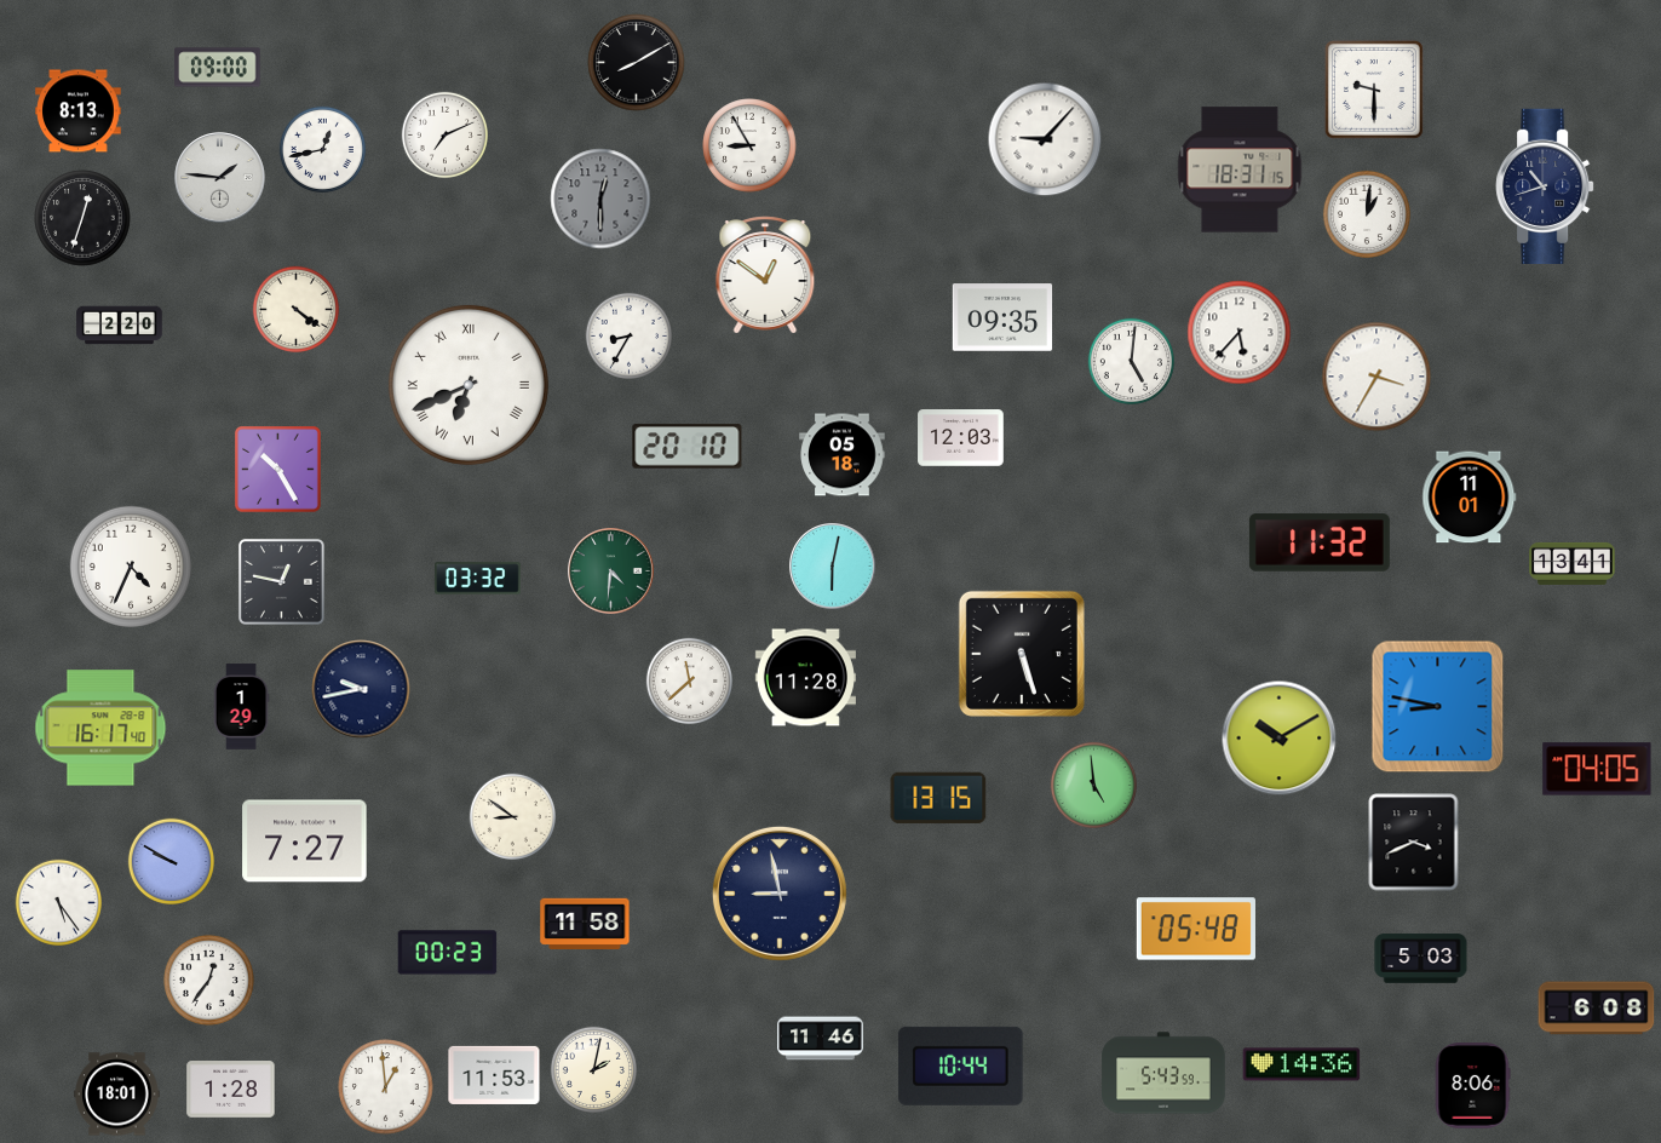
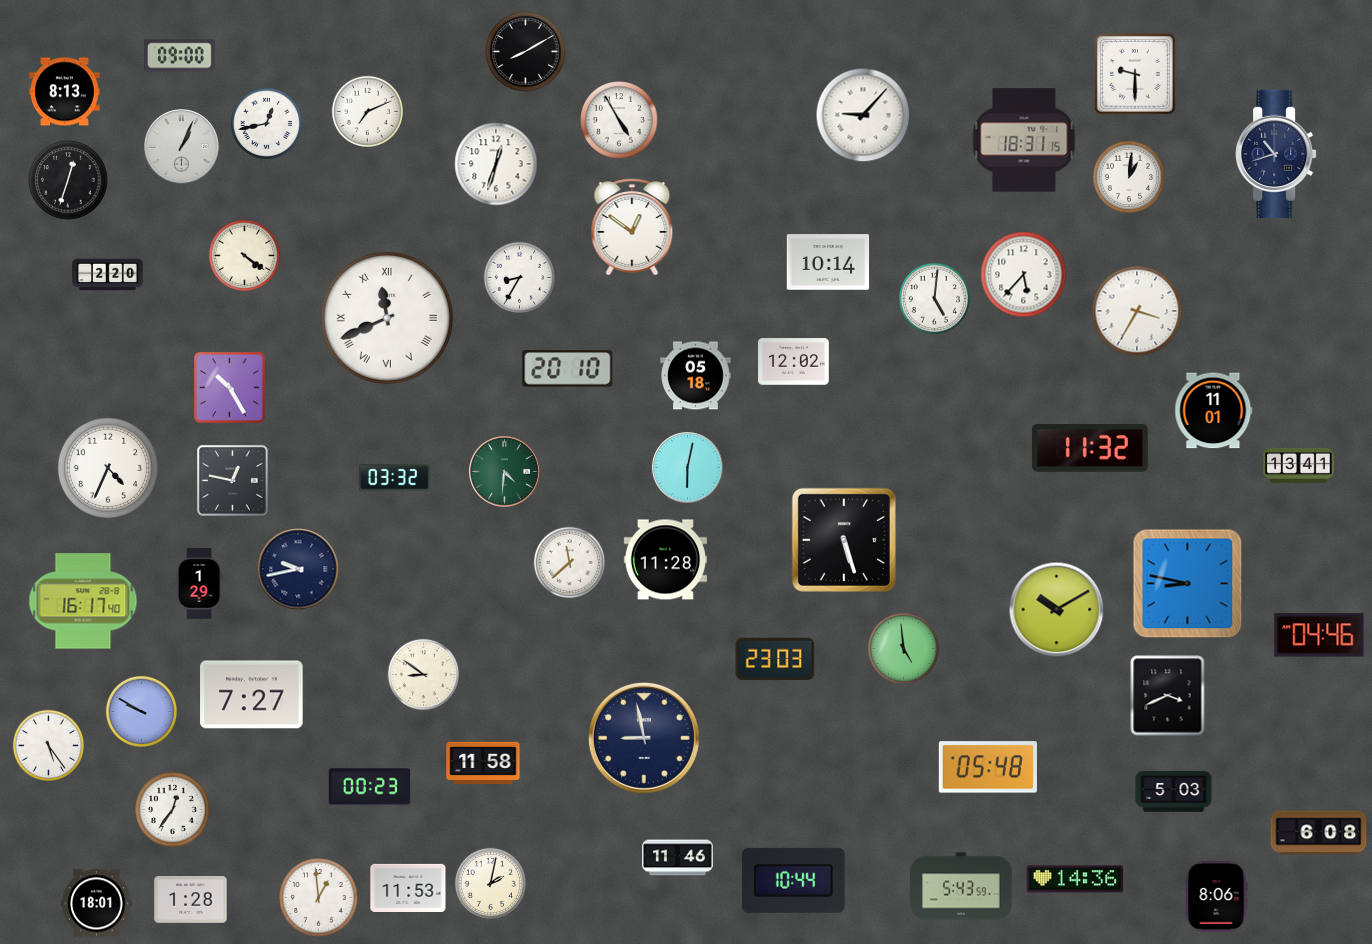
clock at (749, 145): 8:55 -> 4:55
clock at (220, 178): 1:46 -> 1:04
clock at (600, 199): 12:30 -> 12:33
clock at (600, 199) dial: grey -> white
clock at (1002, 317): 09:35 -> 10:14
clock at (120, 326) position: (120, 326) -> (108, 275)
clock at (469, 385): 6:41 -> 11:41
clock at (961, 438): 12:03 -> 12:02
clock at (1597, 769): 04:05 -> 04:46
clock at (938, 798): 13:15 -> 23:03
